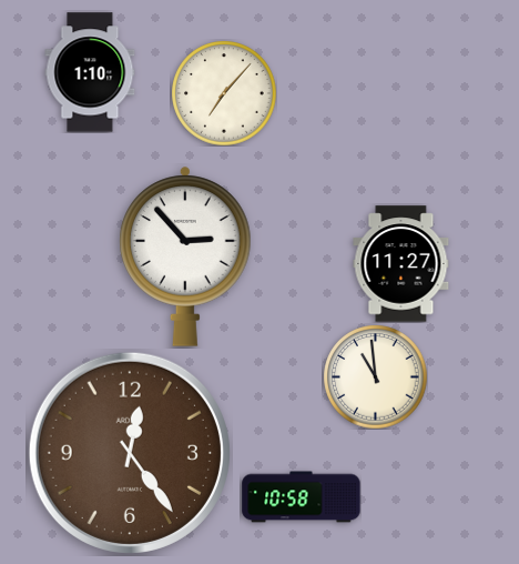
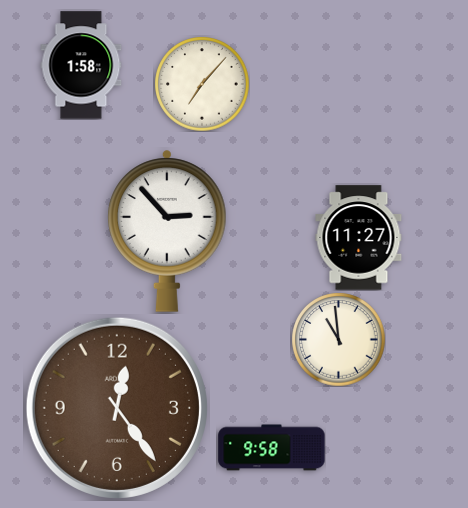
clock at (90, 72): 1:10 -> 1:58
clock at (401, 264) position: (401, 264) -> (359, 238)
clock at (302, 497): 10:58 -> 9:58
